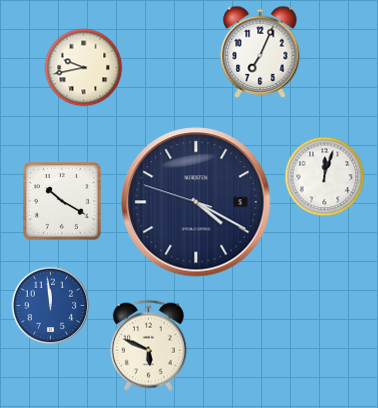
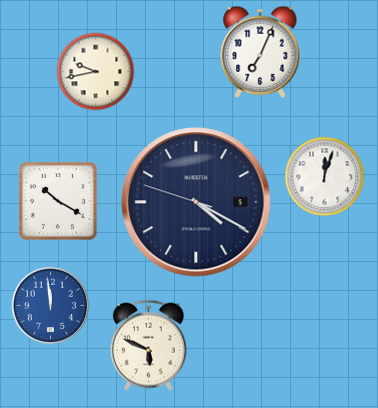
clock at (83, 67) position: (83, 67) -> (95, 71)
clock at (63, 202) position: (63, 202) -> (59, 202)
